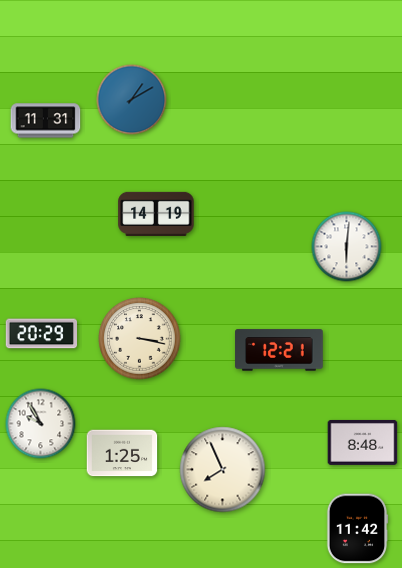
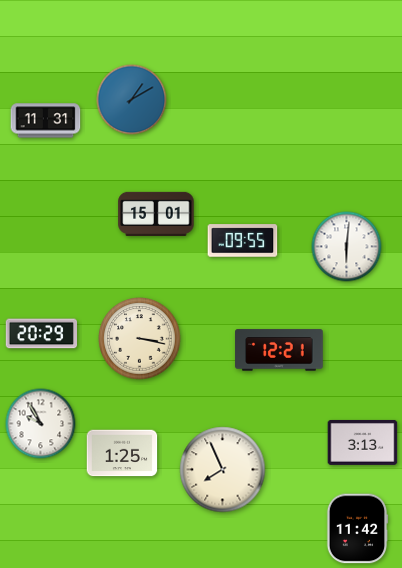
clock at (156, 214): 14:19 -> 15:01
clock at (243, 241): none -> 09:55
clock at (363, 442): 8:48 -> 3:13
